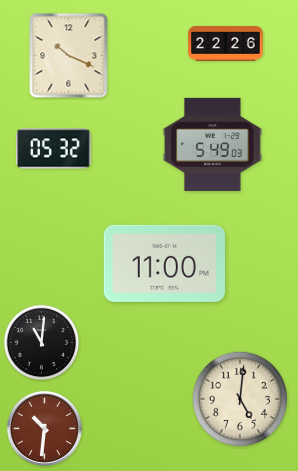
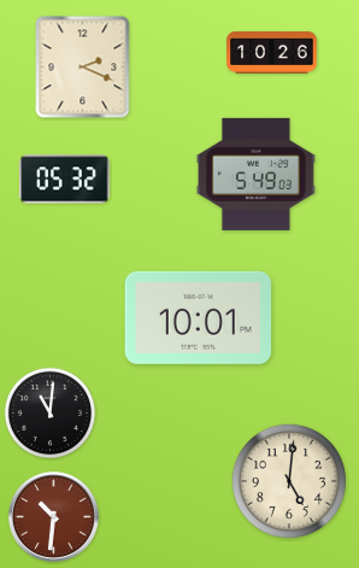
clock at (226, 44): 22:26 -> 10:26
clock at (69, 56): 10:19 -> 2:19
clock at (165, 263): 11:00 -> 10:01
